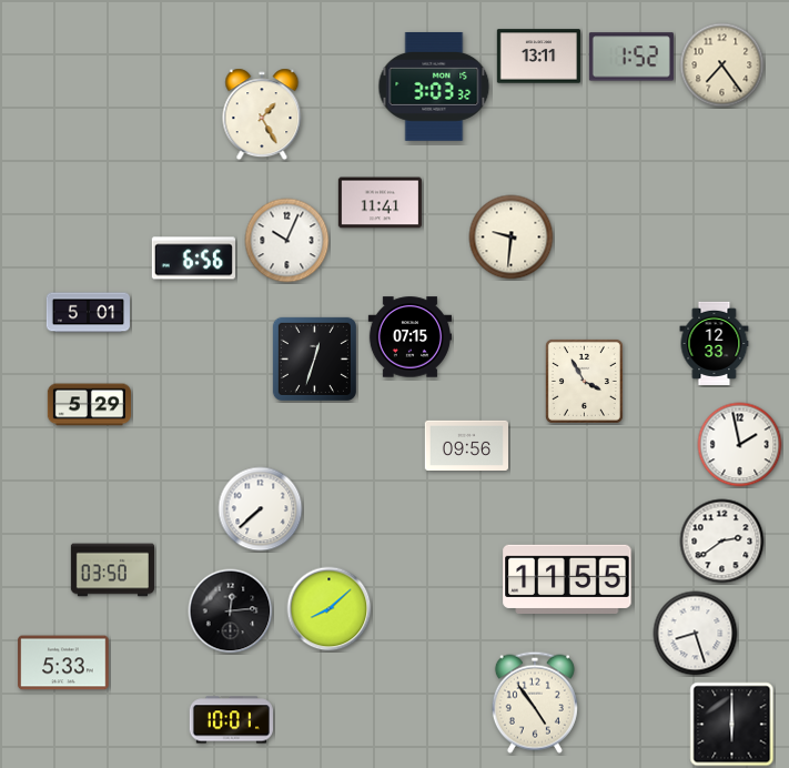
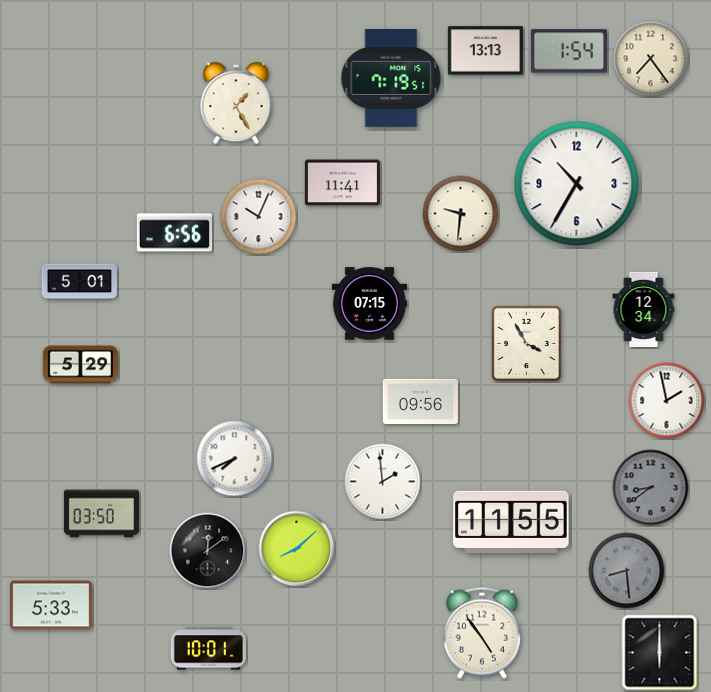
clock at (538, 57): 13:11 -> 13:13
clock at (631, 57): 1:52 -> 1:54
clock at (434, 87): 3:03 -> 7:19
clock at (577, 184): none -> 10:35
clock at (715, 343): 12:33 -> 12:34
clock at (314, 358): 12:33 -> none
clock at (261, 509): 7:38 -> 7:41
clock at (383, 482): none -> 1:59
clock at (722, 542): 2:39 -> 8:39
clock at (722, 542) dial: white -> grey
clock at (231, 612): 12:14 -> 12:09
clock at (696, 634): 8:27 -> 8:29
clock at (696, 634) dial: white -> grey
clock at (63, 663) position: (63, 663) -> (51, 605)
